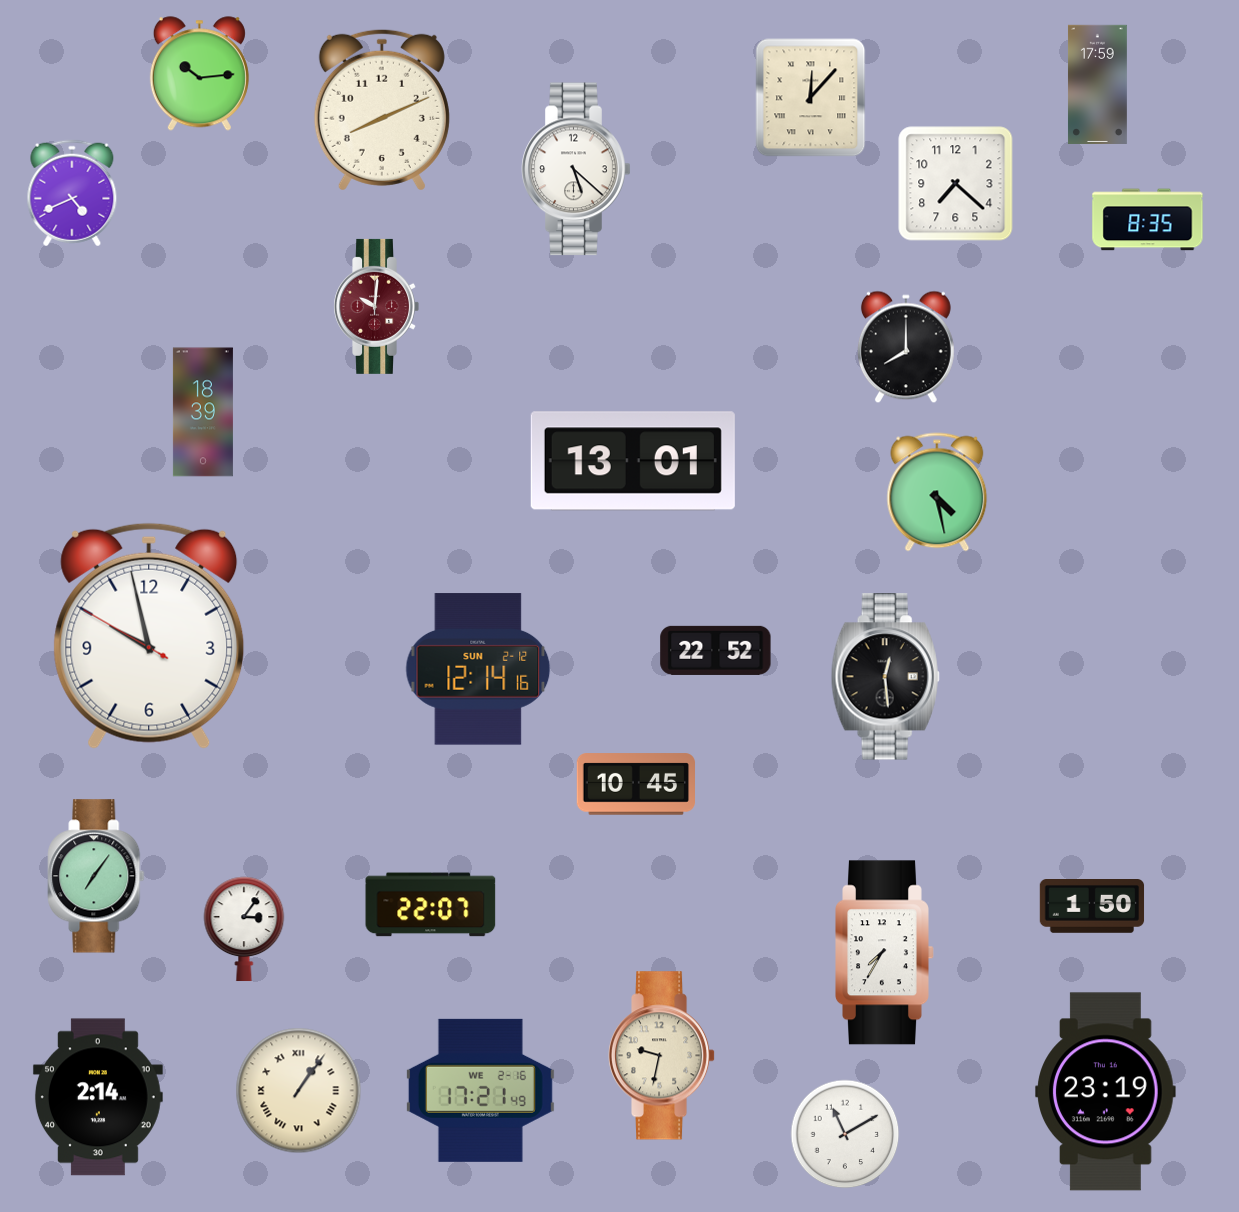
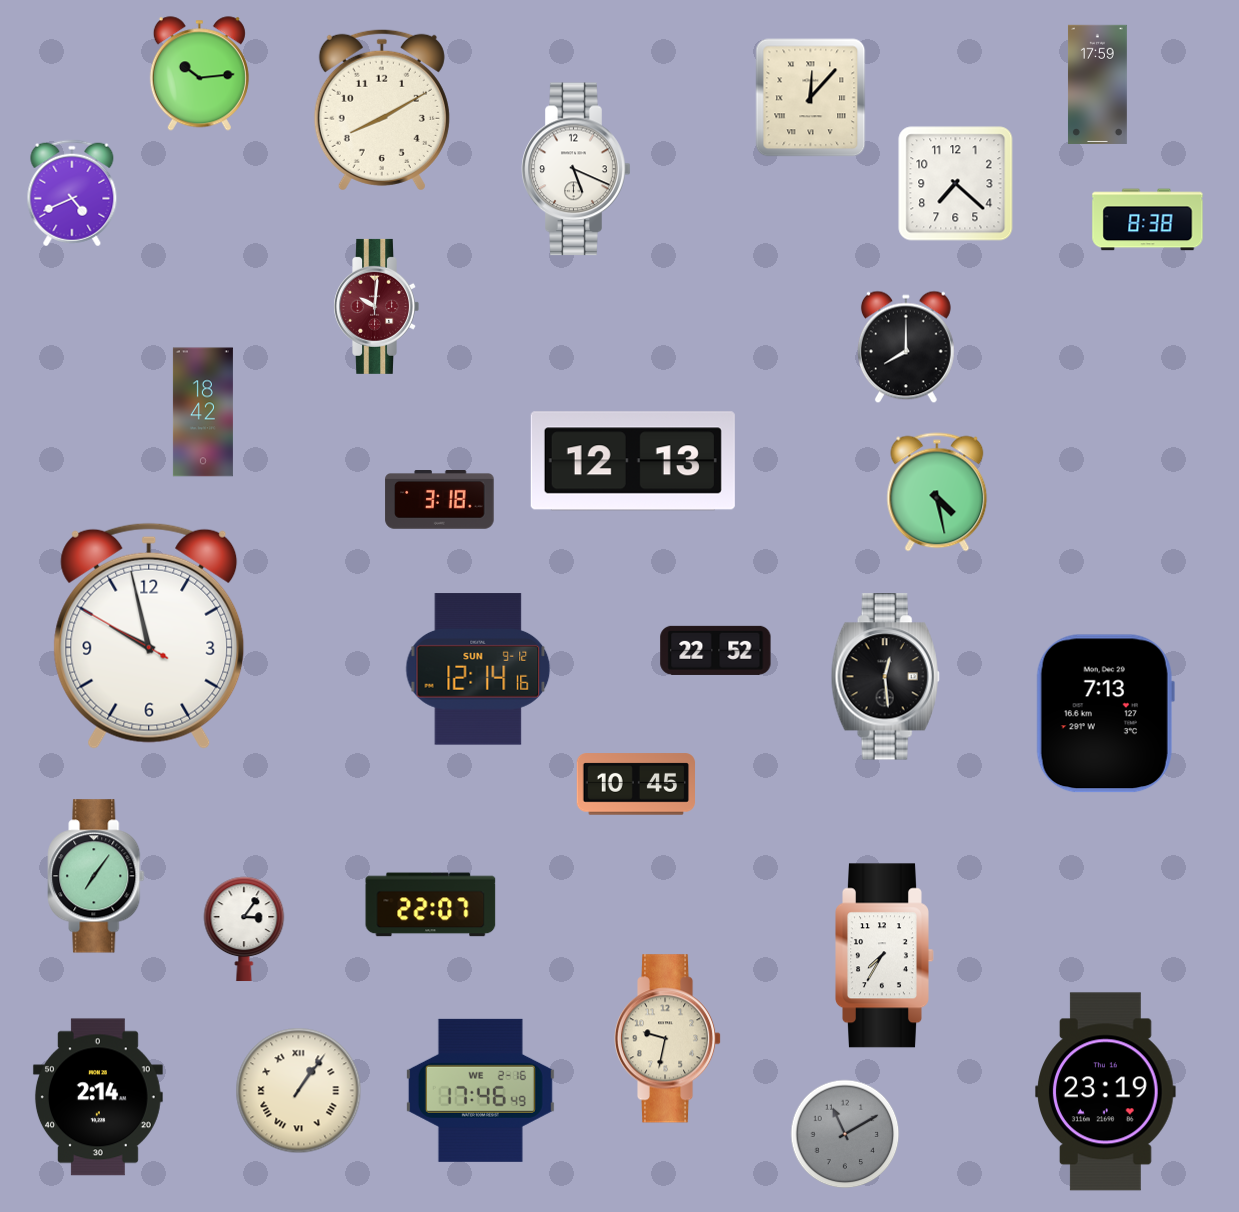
clock at (382, 110): 8:11 -> 8:10
clock at (576, 169): 5:22 -> 5:19
clock at (1148, 220): 8:35 -> 8:38
clock at (203, 412): 18:39 -> 18:42
clock at (633, 461): 13:01 -> 12:13
clock at (440, 500): none -> 3:18
clock at (478, 669) date: SUN 2-12 -> SUN 9-12
clock at (1105, 714): none -> 7:13
clock at (1092, 907): 1:50 -> none
clock at (885, 953) position: (885, 953) -> (885, 956)
clock at (662, 1056) position: (662, 1056) -> (668, 1039)
clock at (480, 1090): 17:21 -> 17:46
clock at (845, 1134) dial: white -> grey
